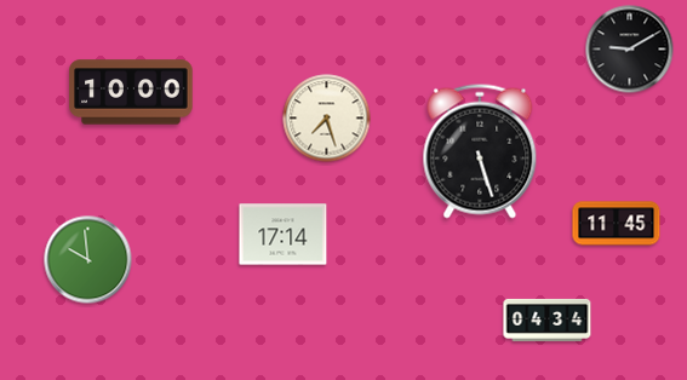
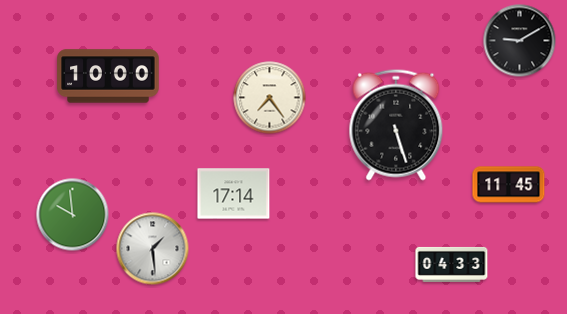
clock at (327, 119): 7:27 -> 7:24
clock at (153, 249): none -> 1:29
clock at (548, 319): 04:34 -> 04:33
